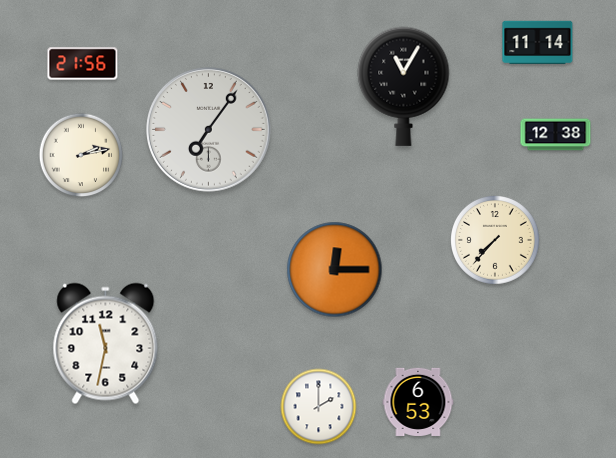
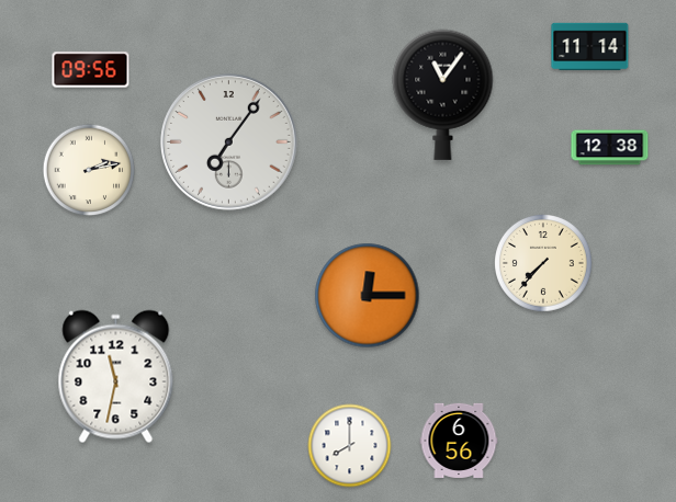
clock at (83, 64): 21:56 -> 09:56
clock at (404, 86): 11:05 -> 11:06
clock at (418, 402): 6:53 -> 6:56
clock at (319, 407): 2:00 -> 8:00
